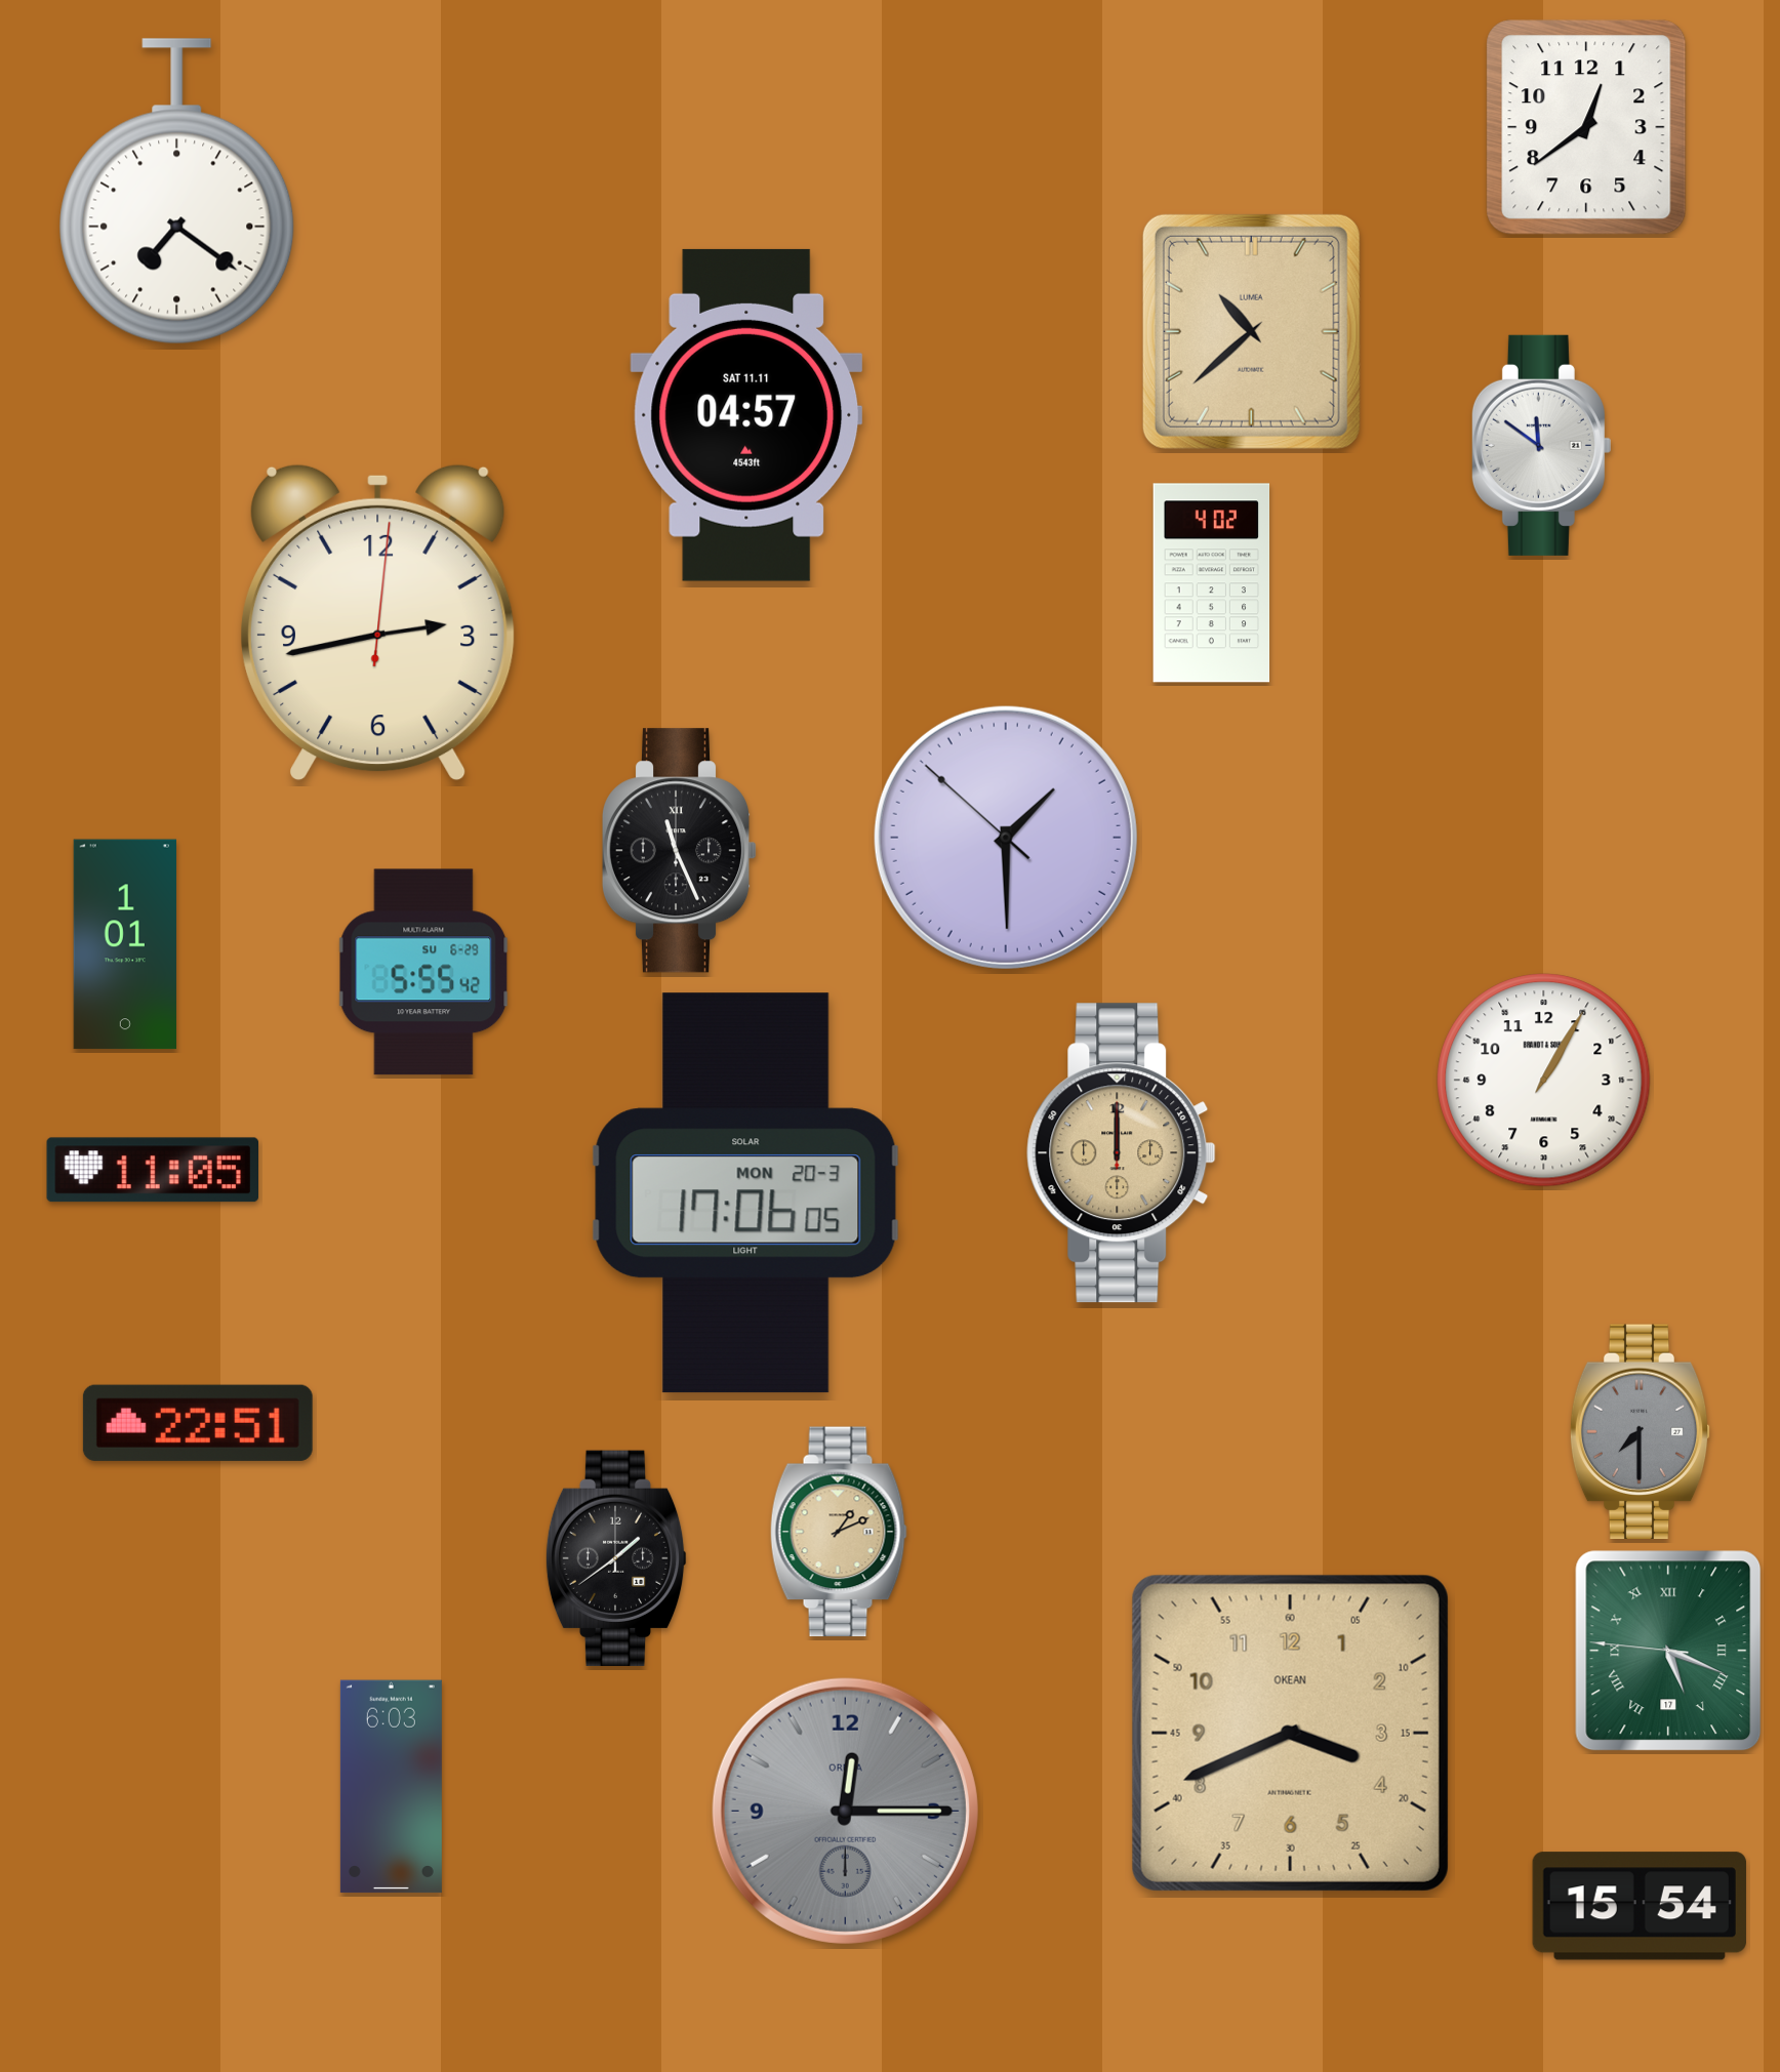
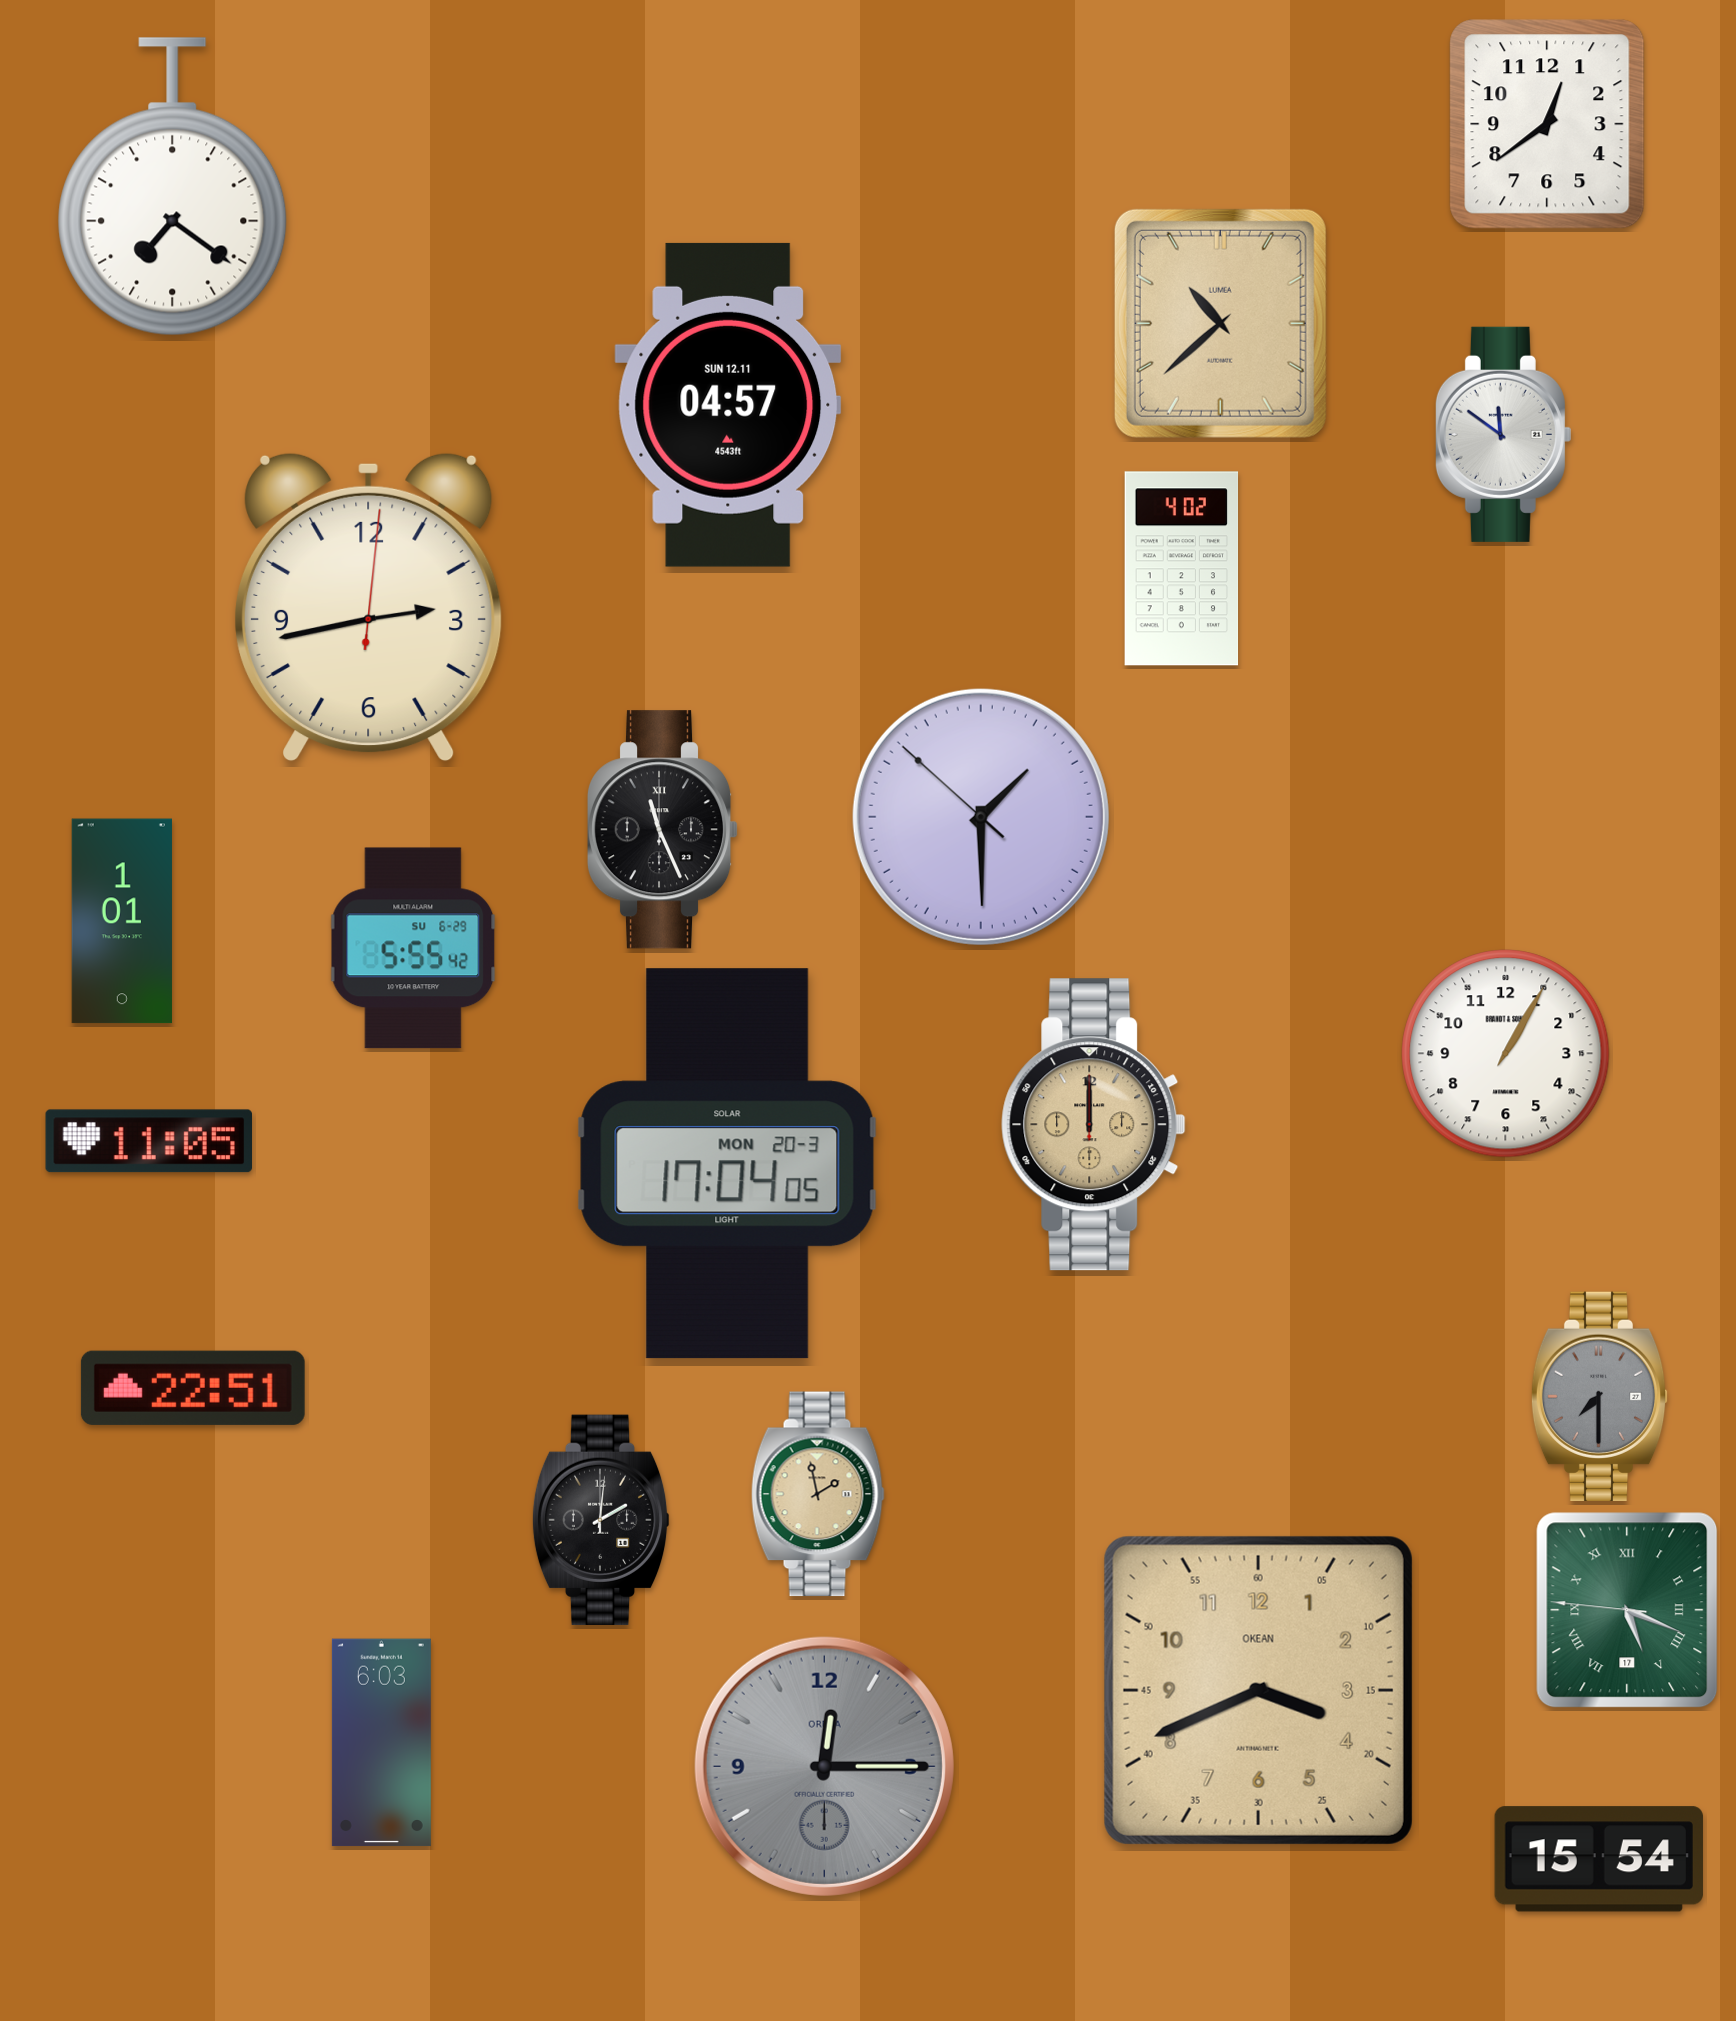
clock at (746, 415) date: SAT 11.11 -> SUN 12.11
clock at (746, 1193): 17:06 -> 17:04
clock at (839, 1532): 1:11 -> 1:58
clock at (616, 1558): 1:39 -> 2:01
